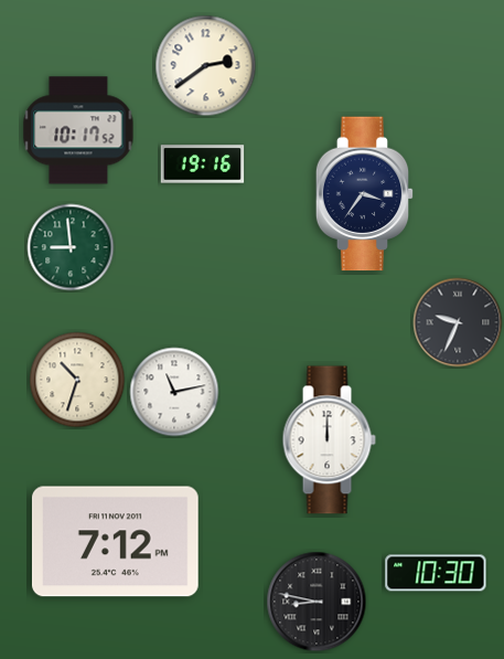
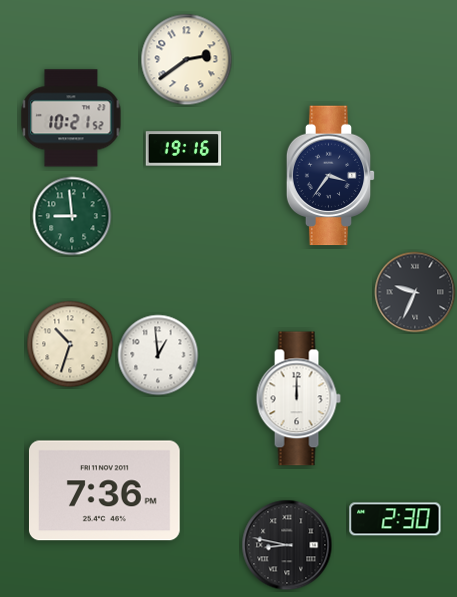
clock at (78, 130): 10:17 -> 10:21
clock at (71, 247) position: (71, 247) -> (72, 216)
clock at (174, 392): 11:13 -> 12:59
clock at (115, 542): 7:12 -> 7:36
clock at (436, 573): 10:30 -> 2:30
